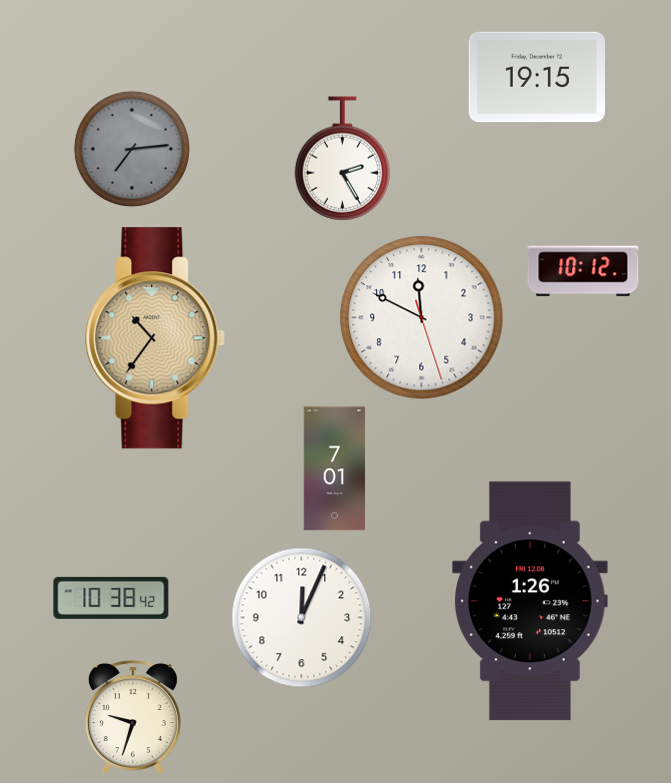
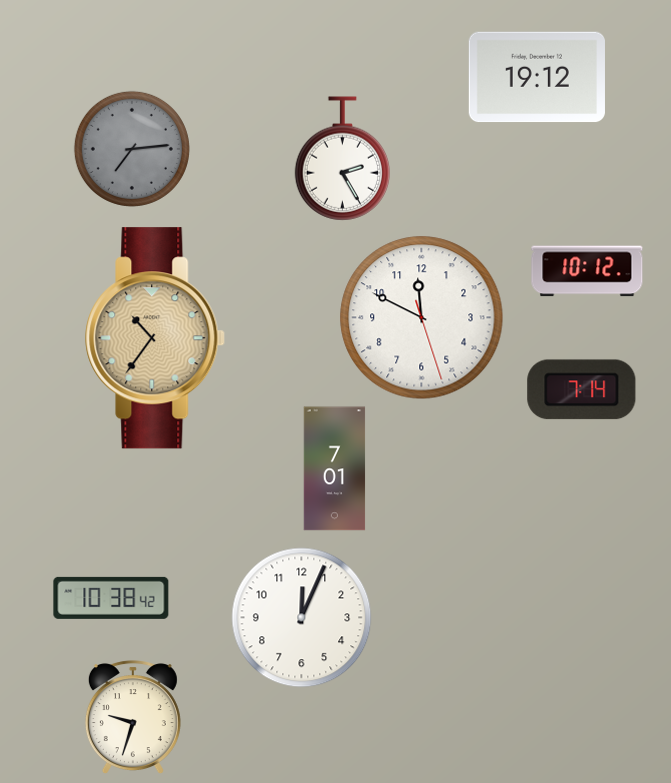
clock at (537, 77): 19:15 -> 19:12
clock at (583, 271) position: (583, 271) -> (587, 271)
clock at (582, 390): none -> 7:14
clock at (530, 601): 1:26 -> none
